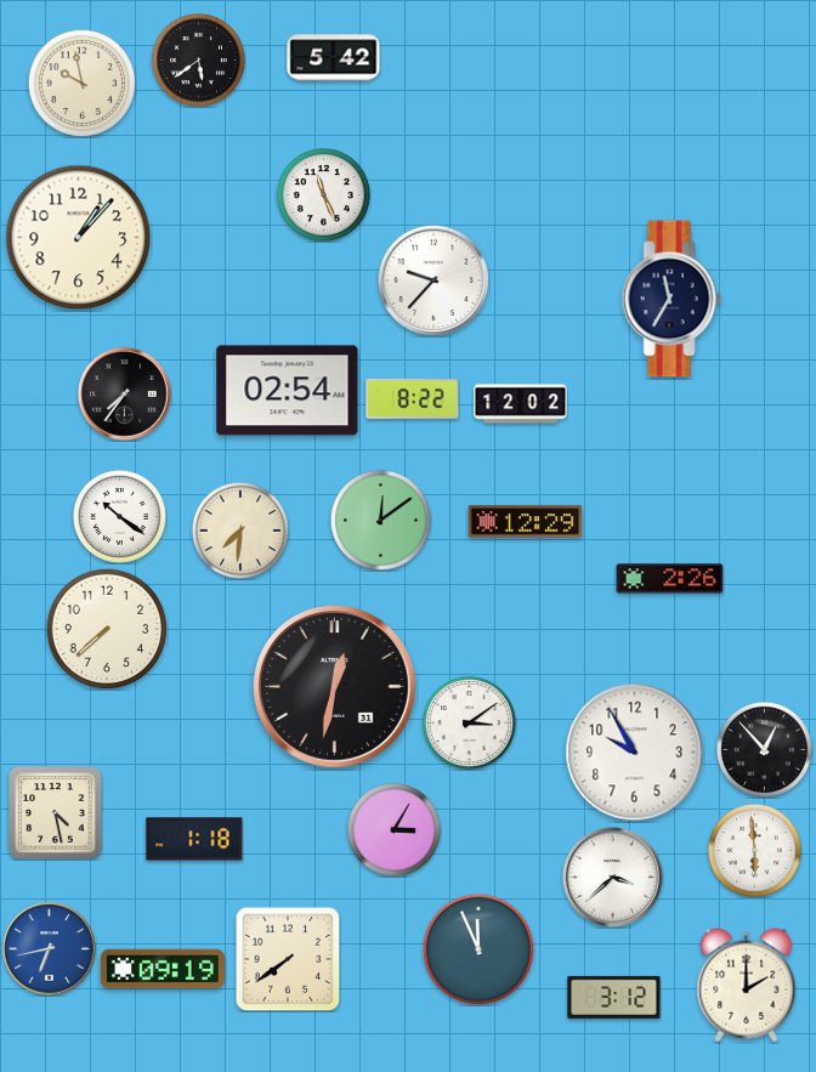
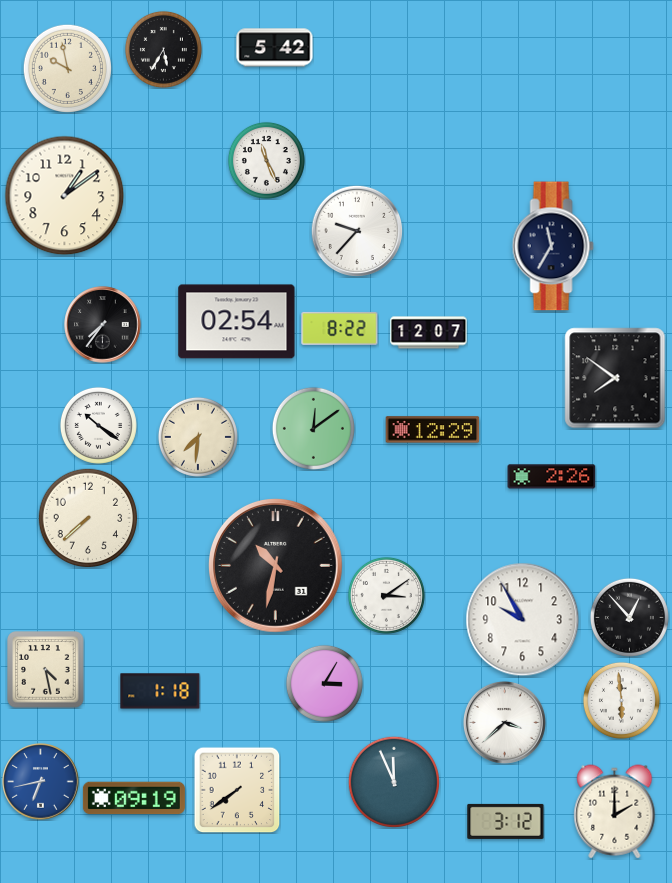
clock at (198, 59): 5:39 -> 5:35
clock at (79, 238): 1:07 -> 1:09
clock at (521, 404): 12:02 -> 12:07
clock at (615, 378): none -> 7:51
clock at (335, 687): 12:32 -> 10:32
